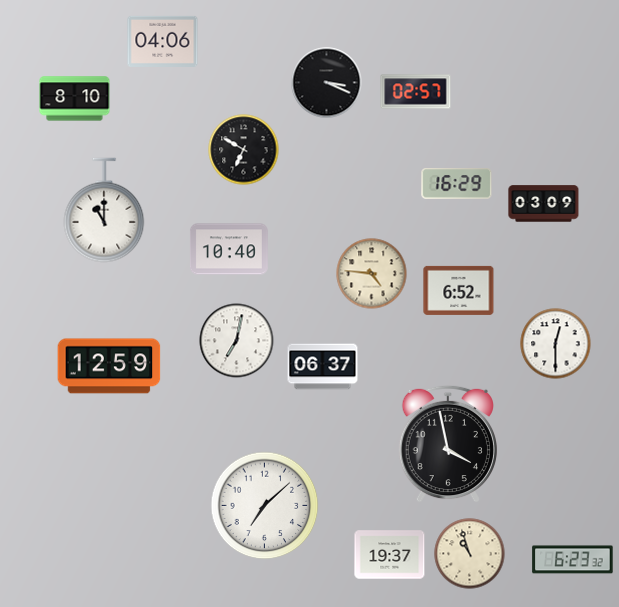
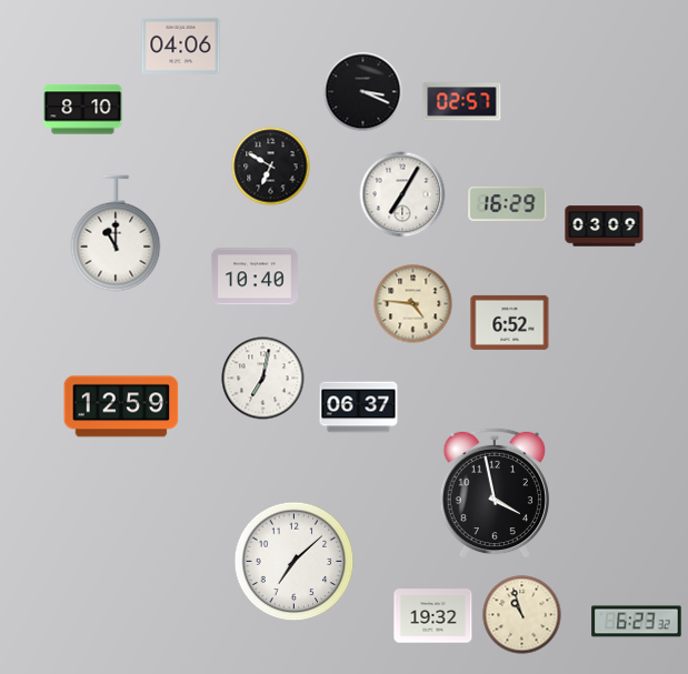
clock at (402, 194): none -> 7:05
clock at (556, 344): 12:30 -> none
clock at (448, 444) position: (448, 444) -> (495, 493)
clock at (390, 555): 19:37 -> 19:32
